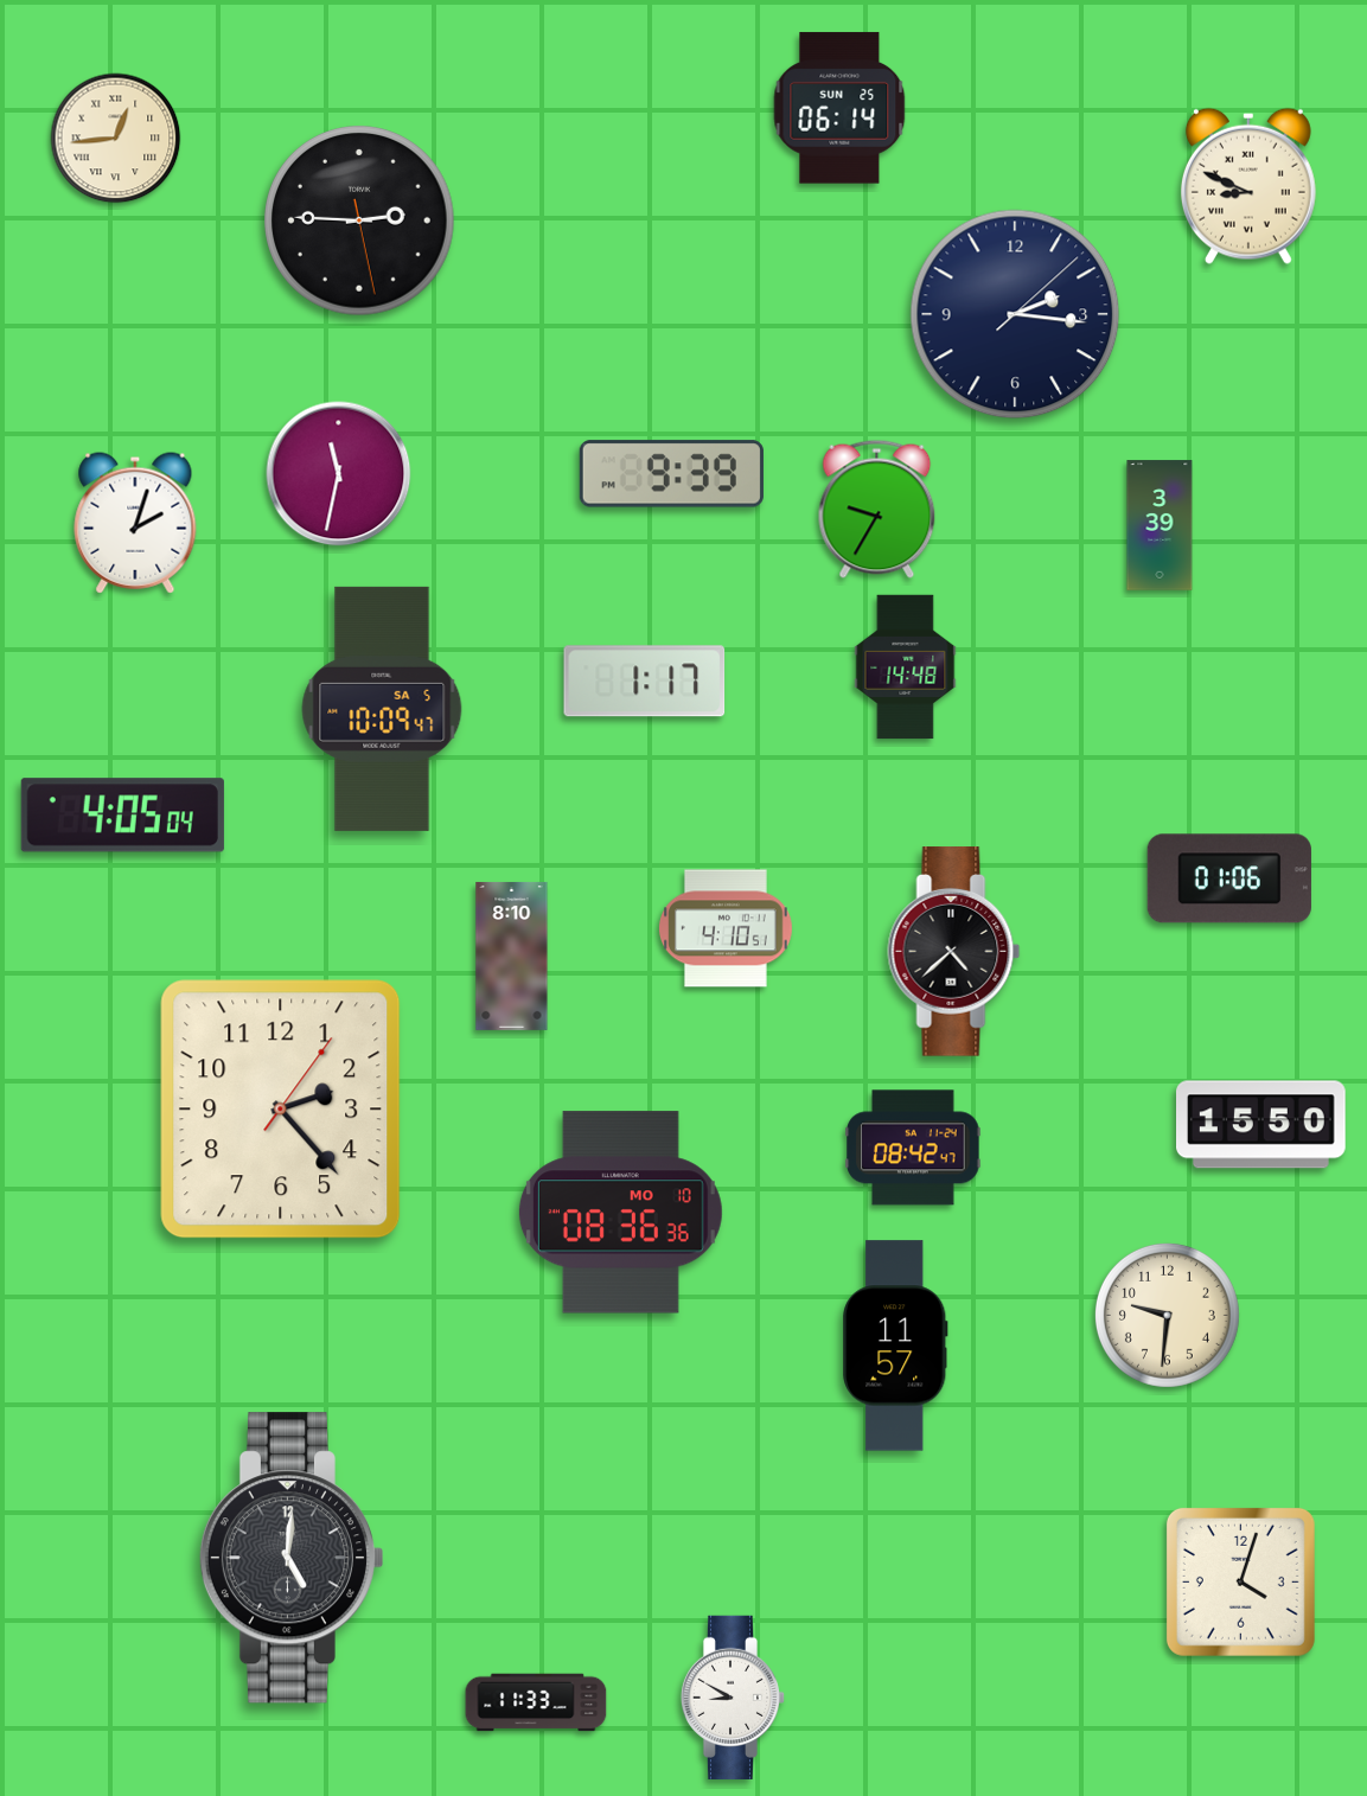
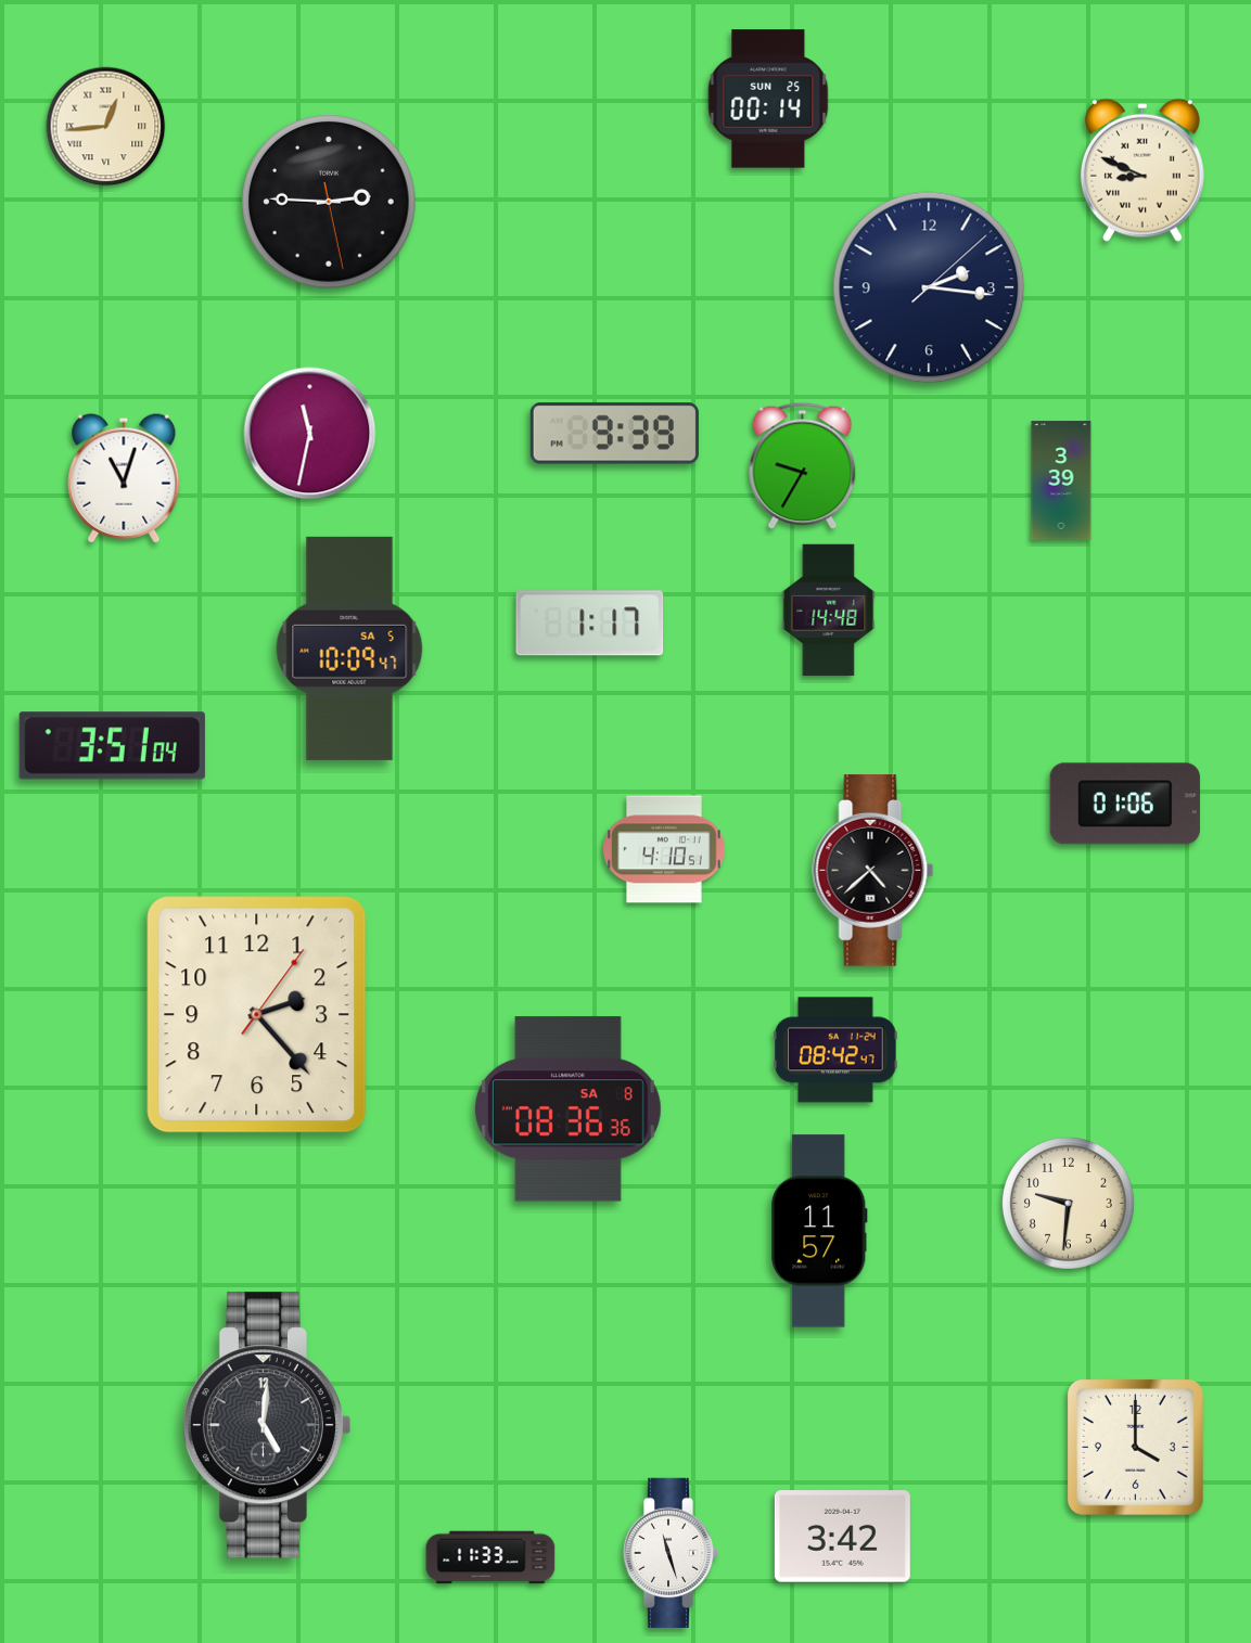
clock at (839, 108): 06:14 -> 00:14
clock at (135, 523): 2:03 -> 11:03
clock at (122, 816): 4:05 -> 3:51
clock at (512, 955): 8:10 -> none
clock at (1261, 1125): 15:50 -> none
clock at (620, 1213) date: MO 10 -> SA 8
clock at (1240, 1581): 4:03 -> 4:00
clock at (842, 1537): none -> 3:42
clock at (733, 1696): 8:50 -> 11:27
